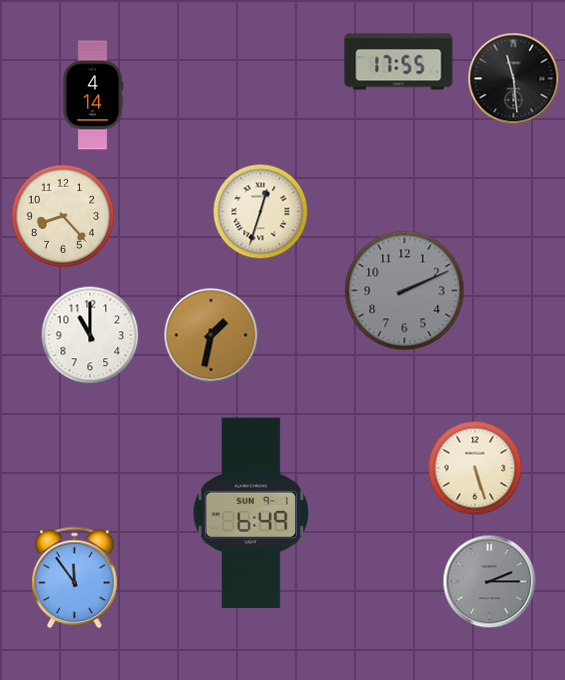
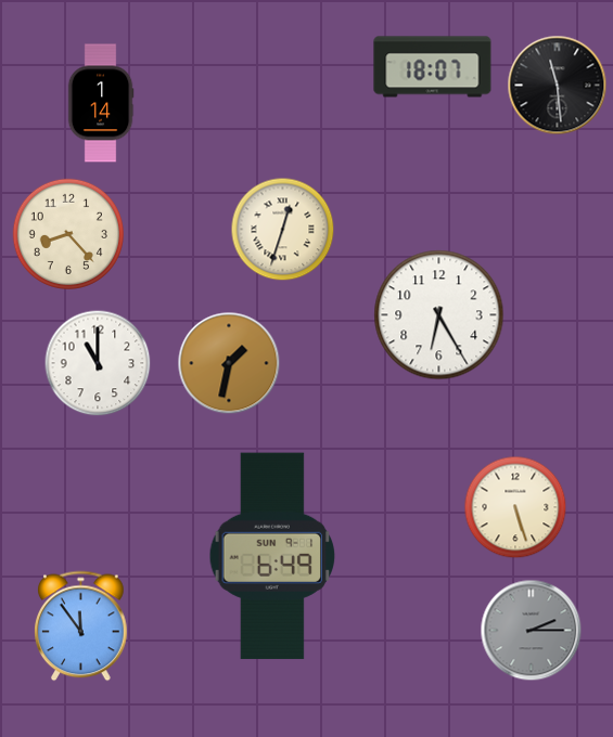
clock at (399, 62): 17:55 -> 18:07
clock at (93, 95): 4:14 -> 1:14
clock at (405, 291): 2:11 -> 6:25
clock at (405, 291) dial: grey -> white
